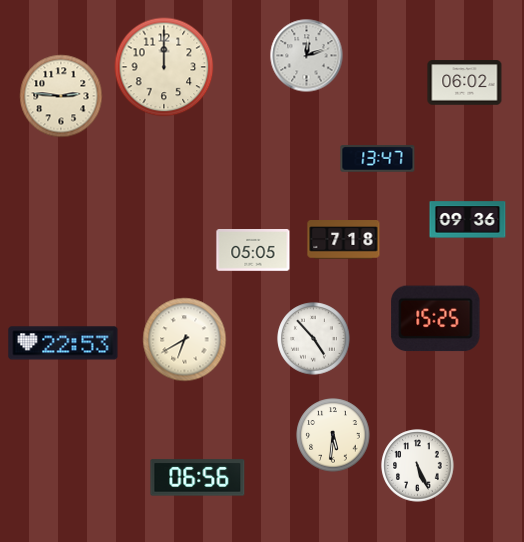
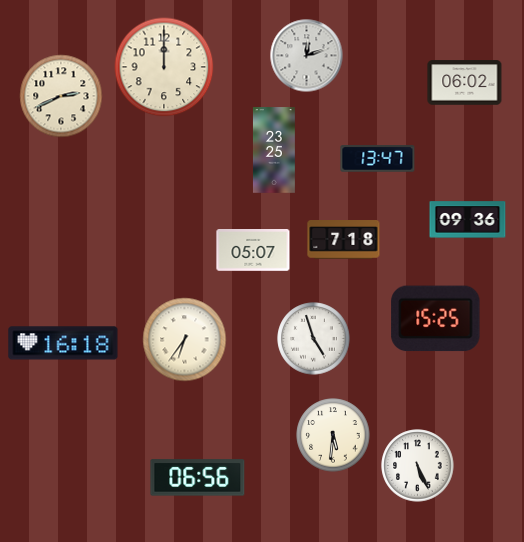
clock at (61, 96): 2:46 -> 2:41
clock at (274, 150): none -> 23:25
clock at (253, 251): 05:05 -> 05:07
clock at (314, 339): 4:53 -> 4:57
clock at (185, 340): 6:40 -> 6:36
clock at (63, 343): 22:53 -> 16:18
